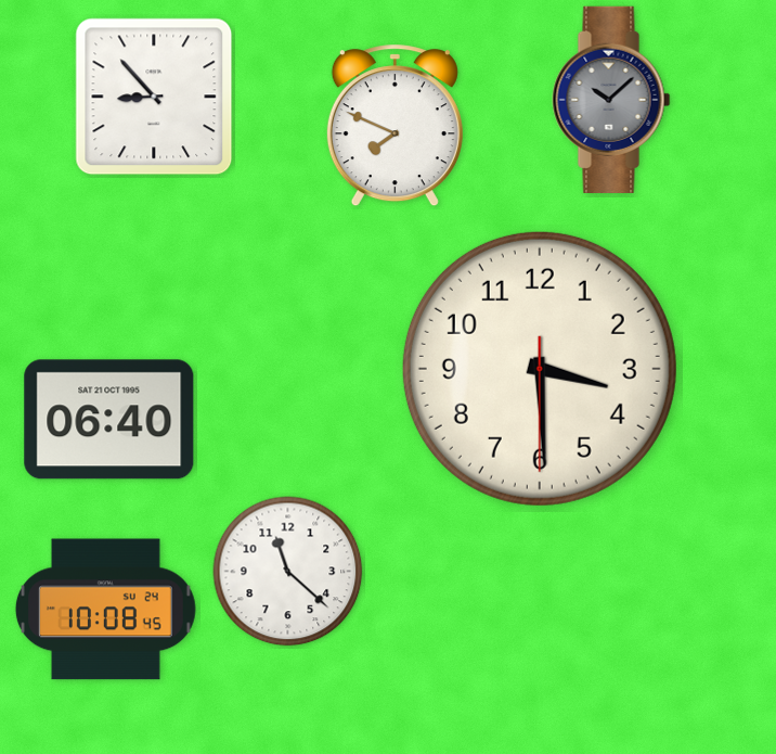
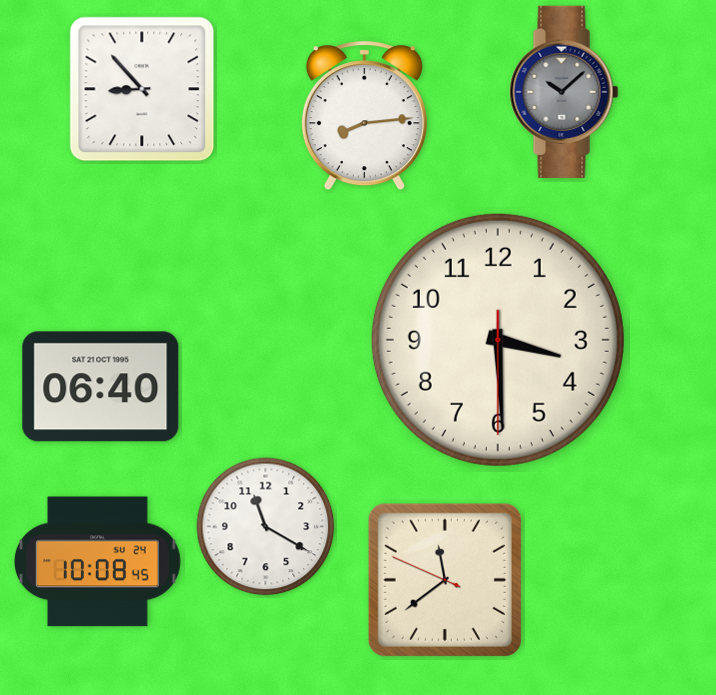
clock at (395, 126): 7:49 -> 8:14
clock at (288, 572): 11:22 -> 11:20
clock at (445, 580): none -> 11:38
